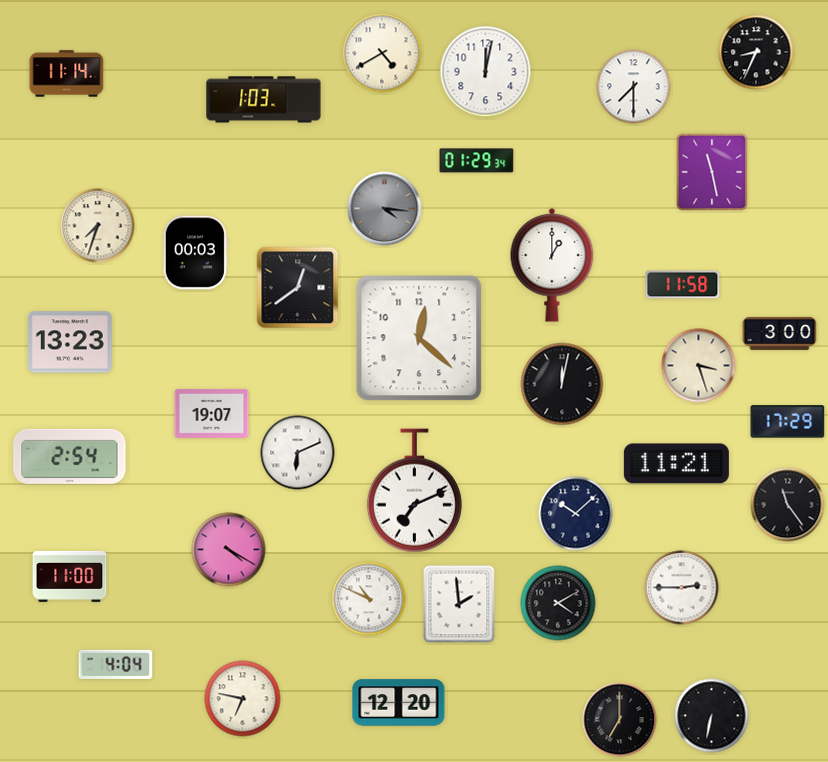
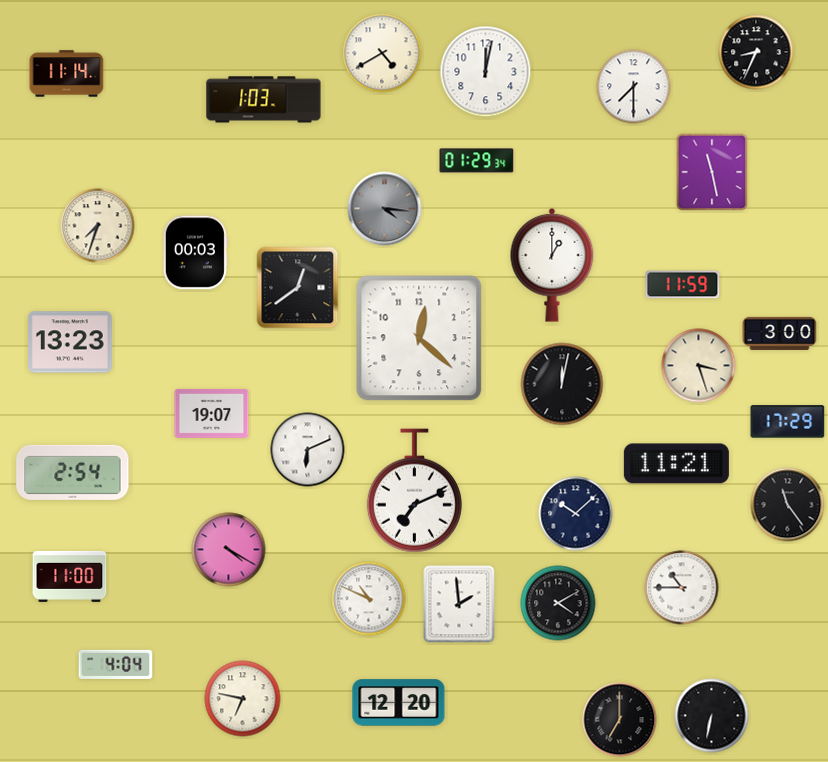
clock at (683, 285): 11:58 -> 11:59
clock at (298, 453) position: (298, 453) -> (308, 450)
clock at (70, 456) position: (70, 456) -> (73, 472)
clock at (682, 588): 2:45 -> 10:45
